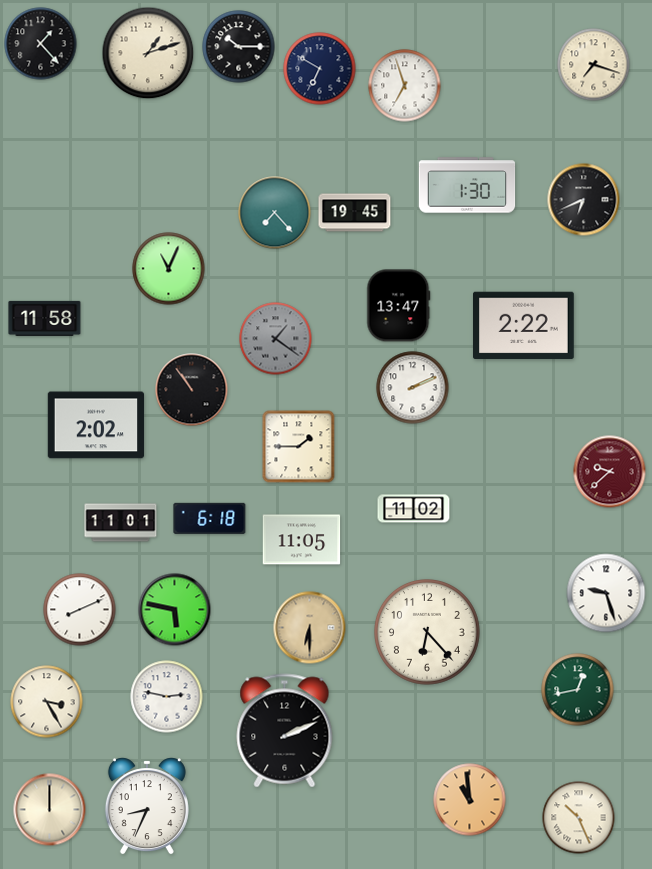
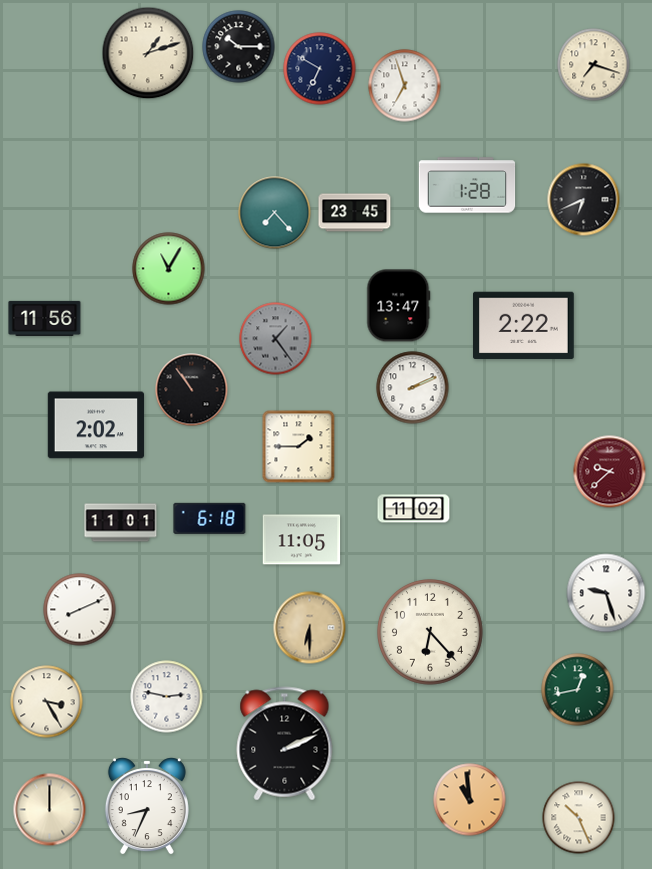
clock at (41, 44): 1:23 -> none
clock at (467, 185): 1:30 -> 1:28
clock at (355, 213): 19:45 -> 23:45
clock at (169, 269): 11:04 -> 11:05
clock at (45, 318): 11:58 -> 11:56
clock at (276, 339): 1:21 -> 1:24
clock at (175, 610): 5:47 -> none
clock at (428, 633) position: (428, 633) -> (431, 633)
clock at (285, 731) position: (285, 731) -> (285, 744)
